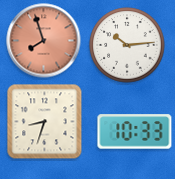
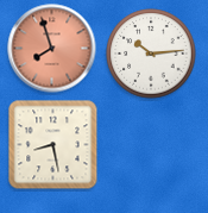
clock at (45, 122): 8:33 -> 8:28
clock at (135, 132): 10:33 -> none
